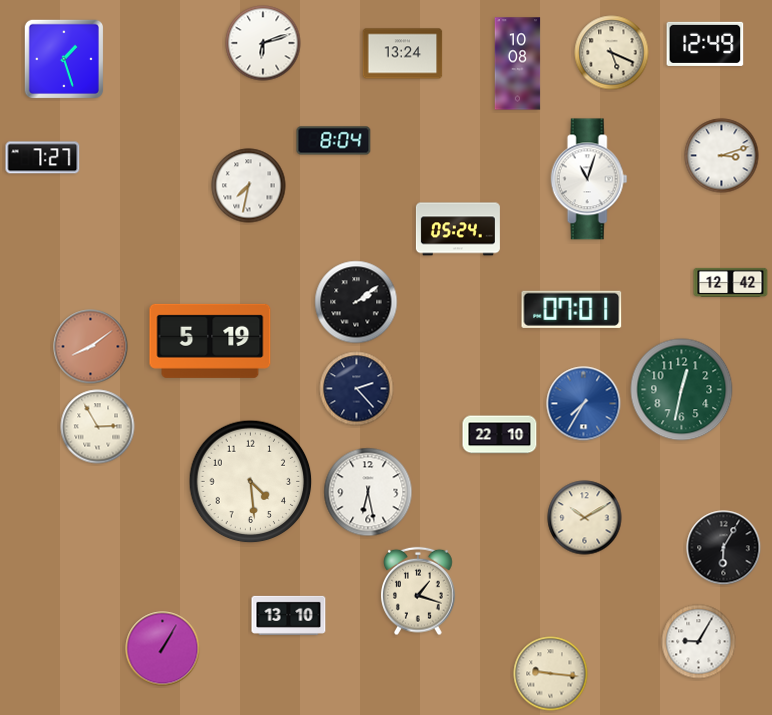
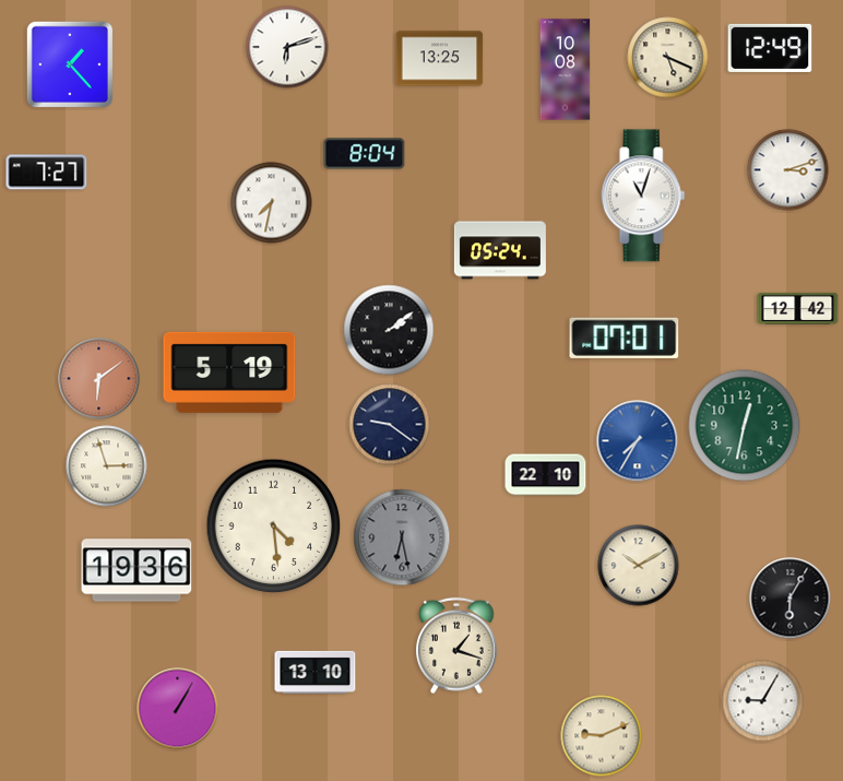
clock at (403, 54): 13:24 -> 13:25
clock at (63, 58): 1:27 -> 1:23
clock at (91, 347): 8:09 -> 6:09
clock at (357, 389): 2:23 -> 9:21
clock at (98, 427): 2:55 -> 2:57
clock at (368, 492) dial: white -> grey
clock at (136, 570): none -> 19:36
clock at (551, 674): 9:16 -> 9:11
